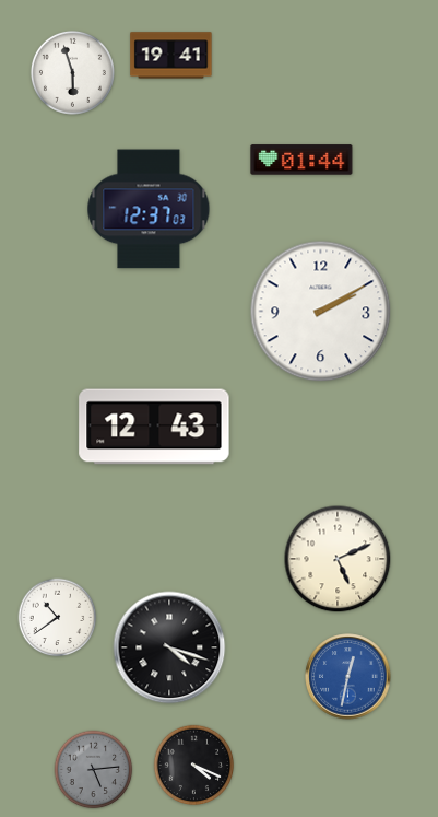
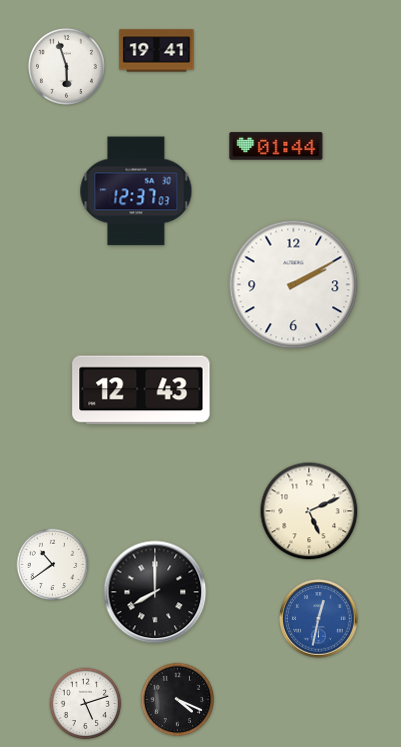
clock at (169, 647): 4:18 -> 8:00
clock at (94, 770): 5:14 -> 5:12
clock at (94, 770) dial: grey -> white
